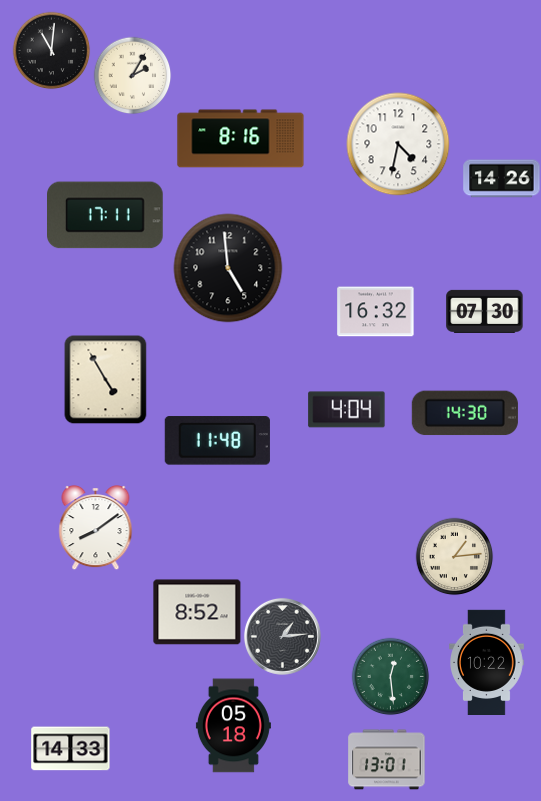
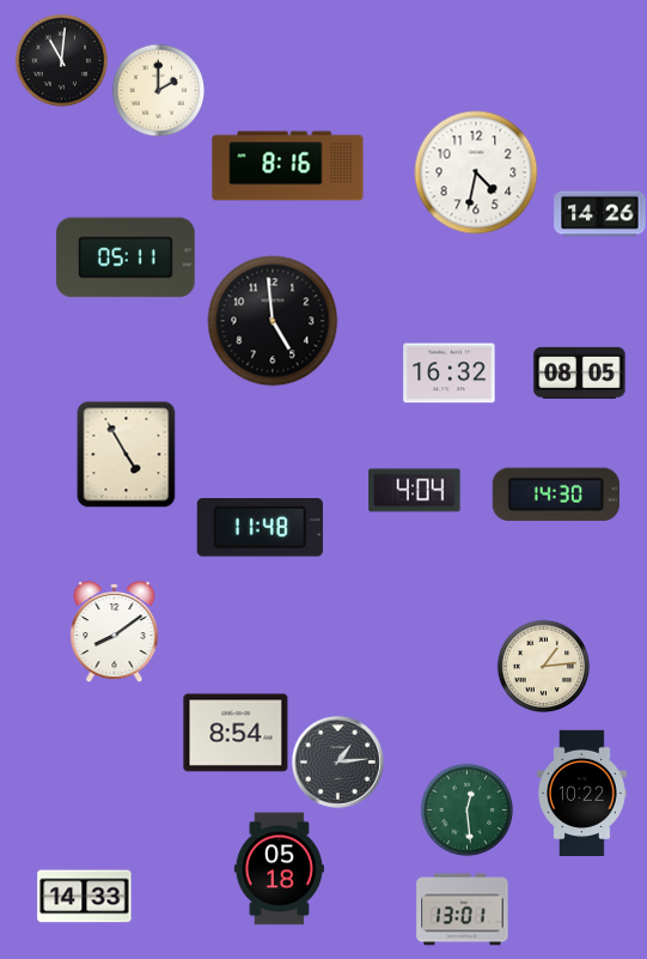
clock at (132, 75): 2:05 -> 2:00
clock at (106, 215): 17:11 -> 05:11
clock at (485, 311): 07:30 -> 08:05
clock at (197, 612): 8:52 -> 8:54
